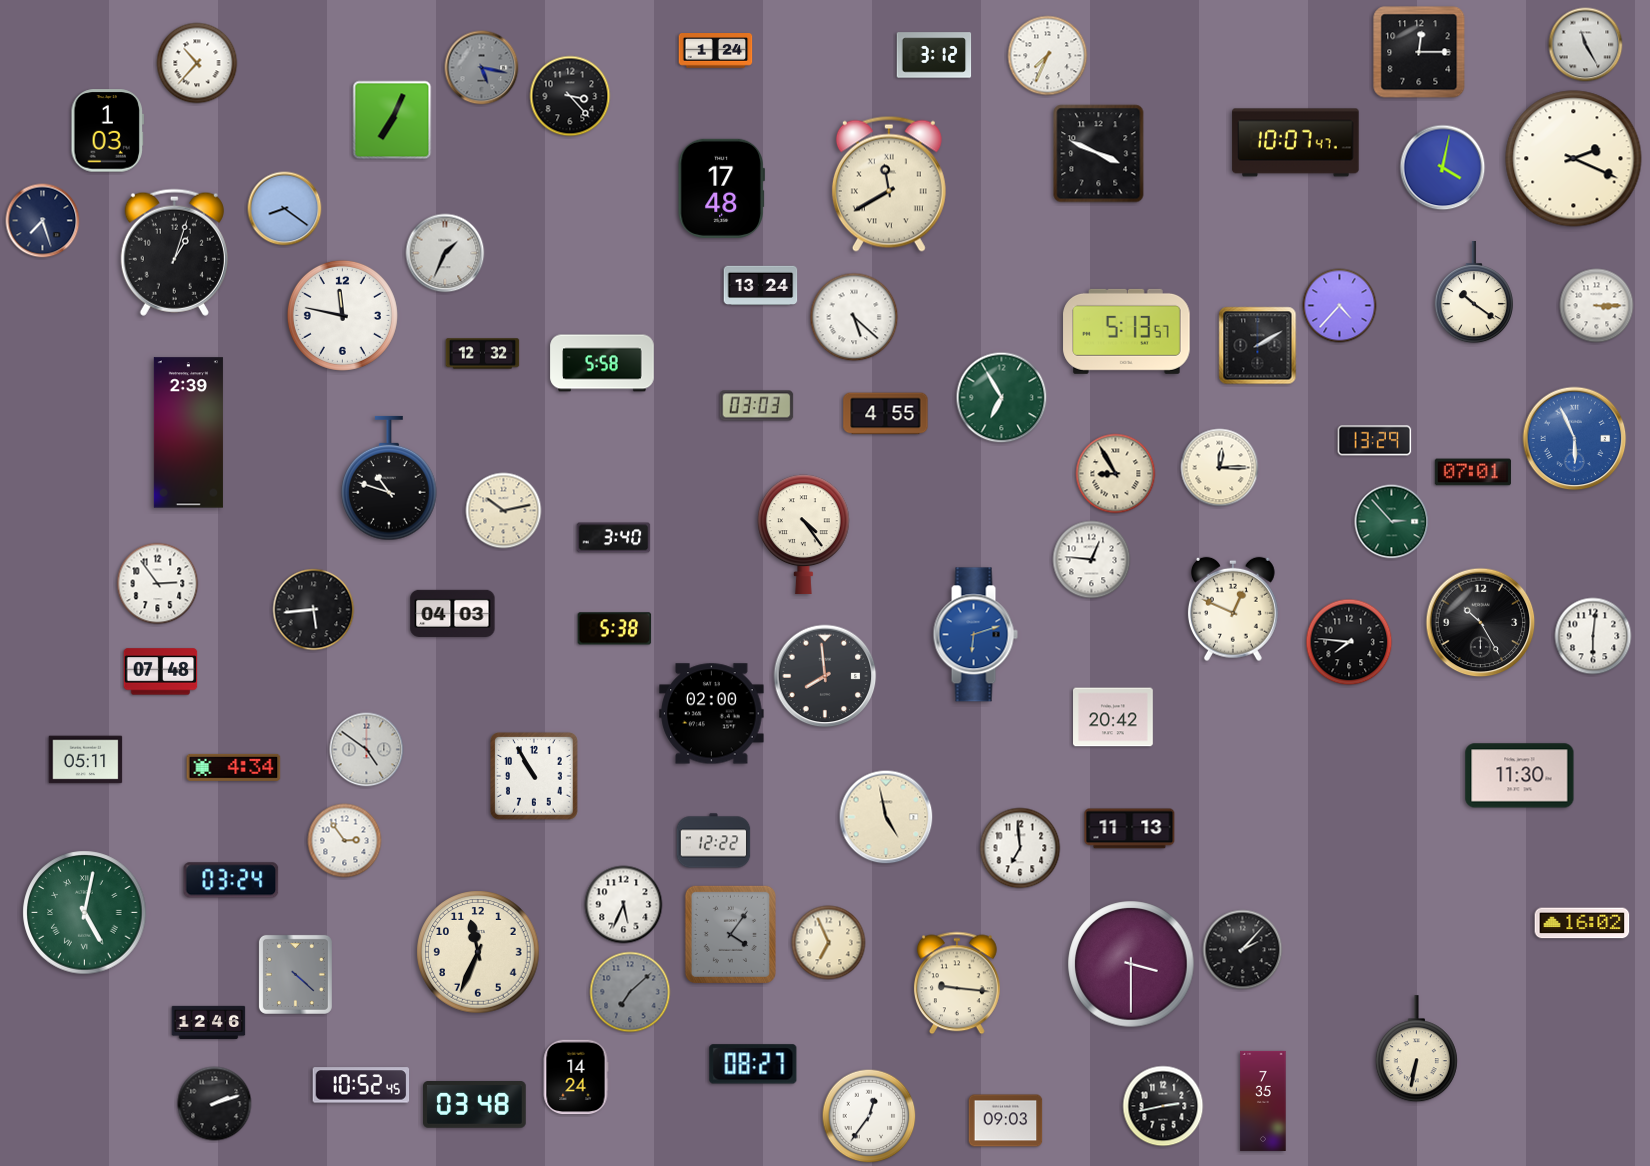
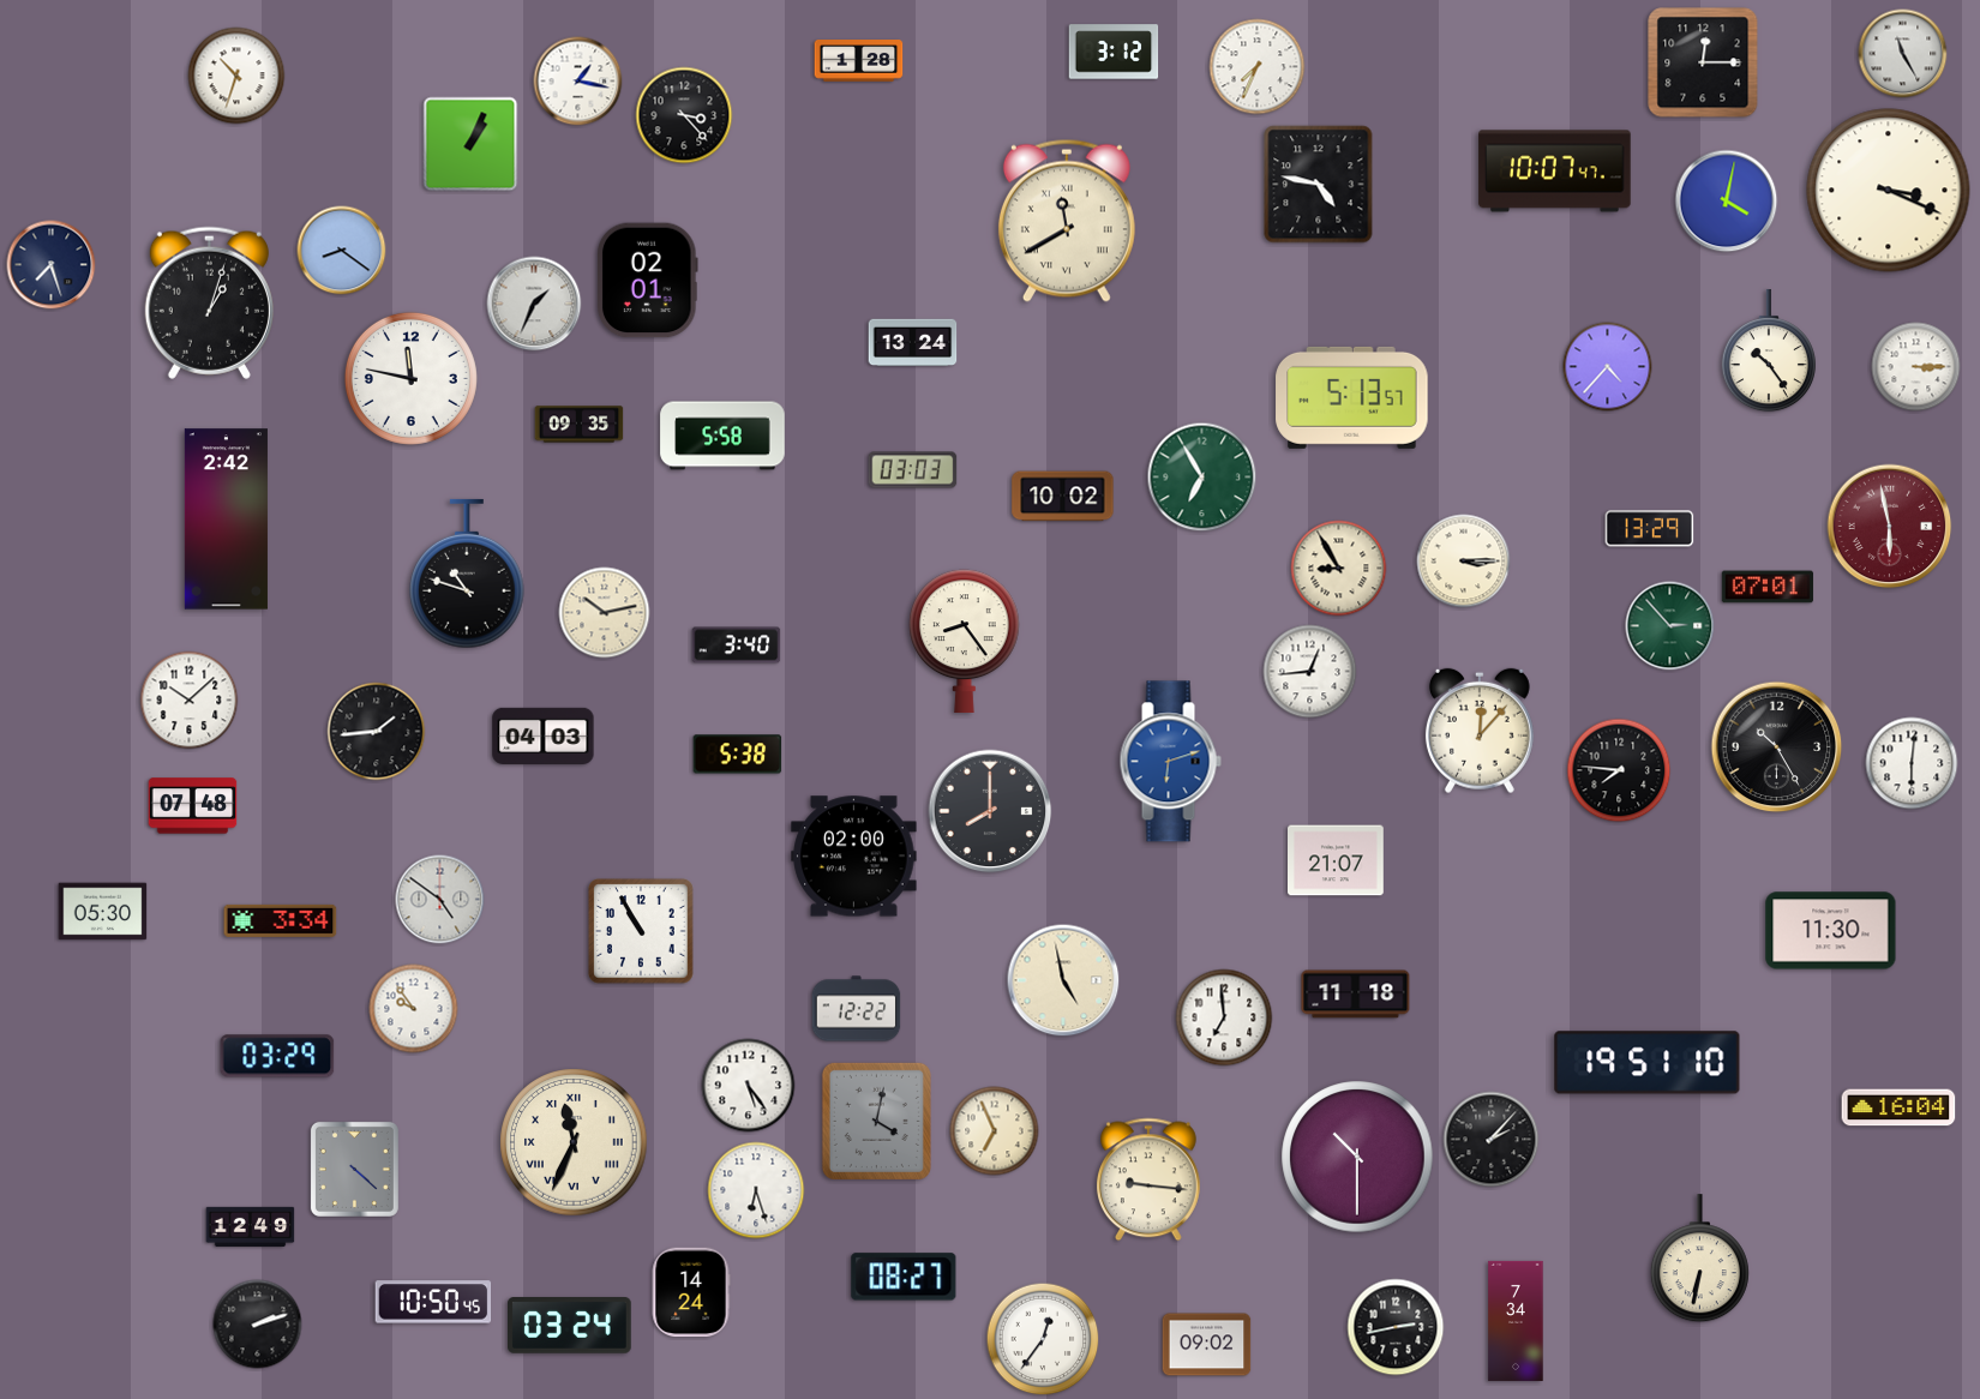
clock at (716, 51): 1:24 -> 1:28
clock at (934, 55) position: (934, 55) -> (1114, 52)
clock at (197, 63): 10:37 -> 10:33
clock at (482, 68): 5:17 -> 1:17
clock at (482, 68) dial: grey -> white
clock at (392, 120): 7:04 -> 1:04
clock at (107, 131): 1:03 -> none
clock at (1099, 154): 3:49 -> 4:47
clock at (1574, 159): 2:19 -> 3:19
clock at (1443, 168) position: (1443, 168) -> (1727, 202)
clock at (721, 188): 17:48 -> none
clock at (648, 281): none -> 02:01
clock at (1474, 292): 10:21 -> 10:24
clock at (854, 317): 5:22 -> none
clock at (1258, 346): 2:10 -> none
clock at (483, 354): 12:32 -> 09:35
clock at (757, 406) position: (757, 406) -> (913, 470)
clock at (886, 414): 4:55 -> 10:02
clock at (188, 433): 2:39 -> 2:42
clock at (1575, 439): 5:56 -> 5:58
clock at (1575, 439) dial: blue -> burgundy
clock at (1220, 468): 12:15 -> 3:15
clock at (1473, 472) position: (1473, 472) -> (1768, 587)
clock at (804, 534): 4:24 -> 8:24
clock at (1092, 560): 12:46 -> 12:44
clock at (158, 584): 2:54 -> 10:08
clock at (1233, 609): 12:49 -> 12:07
clock at (314, 610): 5:44 -> 1:44
clock at (825, 676): 7:59 -> 8:00
clock at (1114, 717): 20:42 -> 21:07
clock at (86, 760): 05:11 -> 05:30
clock at (234, 767): 4:34 -> 3:34
clock at (1520, 776) position: (1520, 776) -> (1831, 931)
clock at (1130, 829): 11:13 -> 11:18
clock at (345, 841): 2:54 -> 9:54
clock at (231, 880): 03:24 -> 03:29
clock at (1648, 1063): none -> 19:51
clock at (624, 905): 5:34 -> 5:24
clock at (85, 913): 5:02 -> none
clock at (1582, 923): 16:02 -> 16:04
clock at (730, 934): 4:06 -> 4:02
clock at (478, 952) numerals: Arabic -> Roman
clock at (1131, 964): 3:30 -> 10:30
clock at (630, 992): 7:08 -> 6:27
clock at (630, 992) dial: grey -> white
clock at (209, 1022): 12:46 -> 12:49
clock at (361, 1085): 10:52 -> 10:50
clock at (1263, 1101): 7:35 -> 7:34
clock at (475, 1105): 03:48 -> 03:24
clock at (1006, 1121): 09:03 -> 09:02
